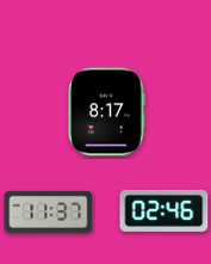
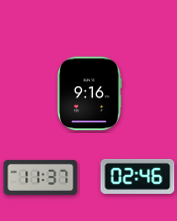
clock at (106, 112): 8:17 -> 9:16
